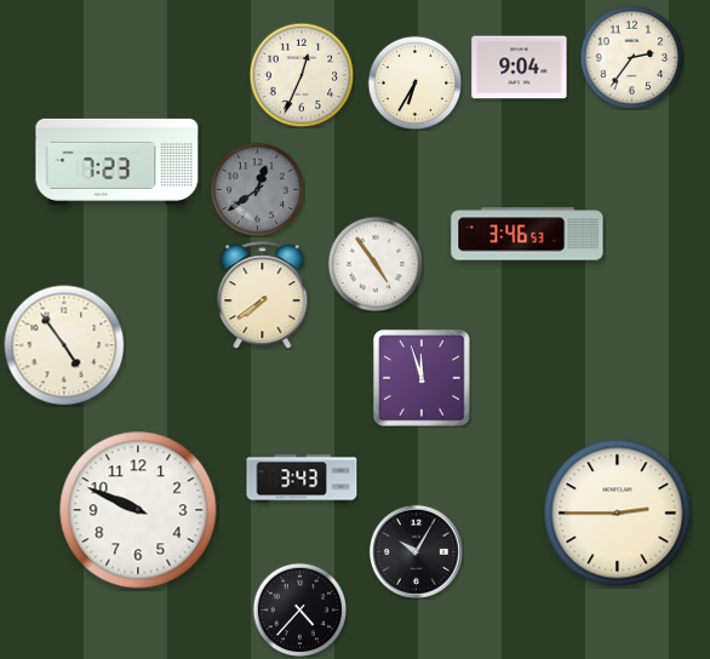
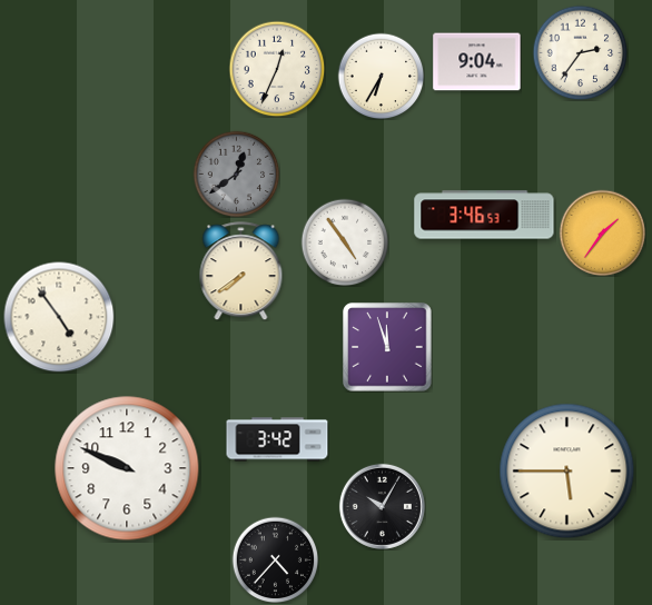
clock at (118, 161): 7:23 -> none
clock at (602, 232): none -> 1:36
clock at (302, 479): 3:43 -> 3:42
clock at (618, 514): 2:45 -> 5:45
